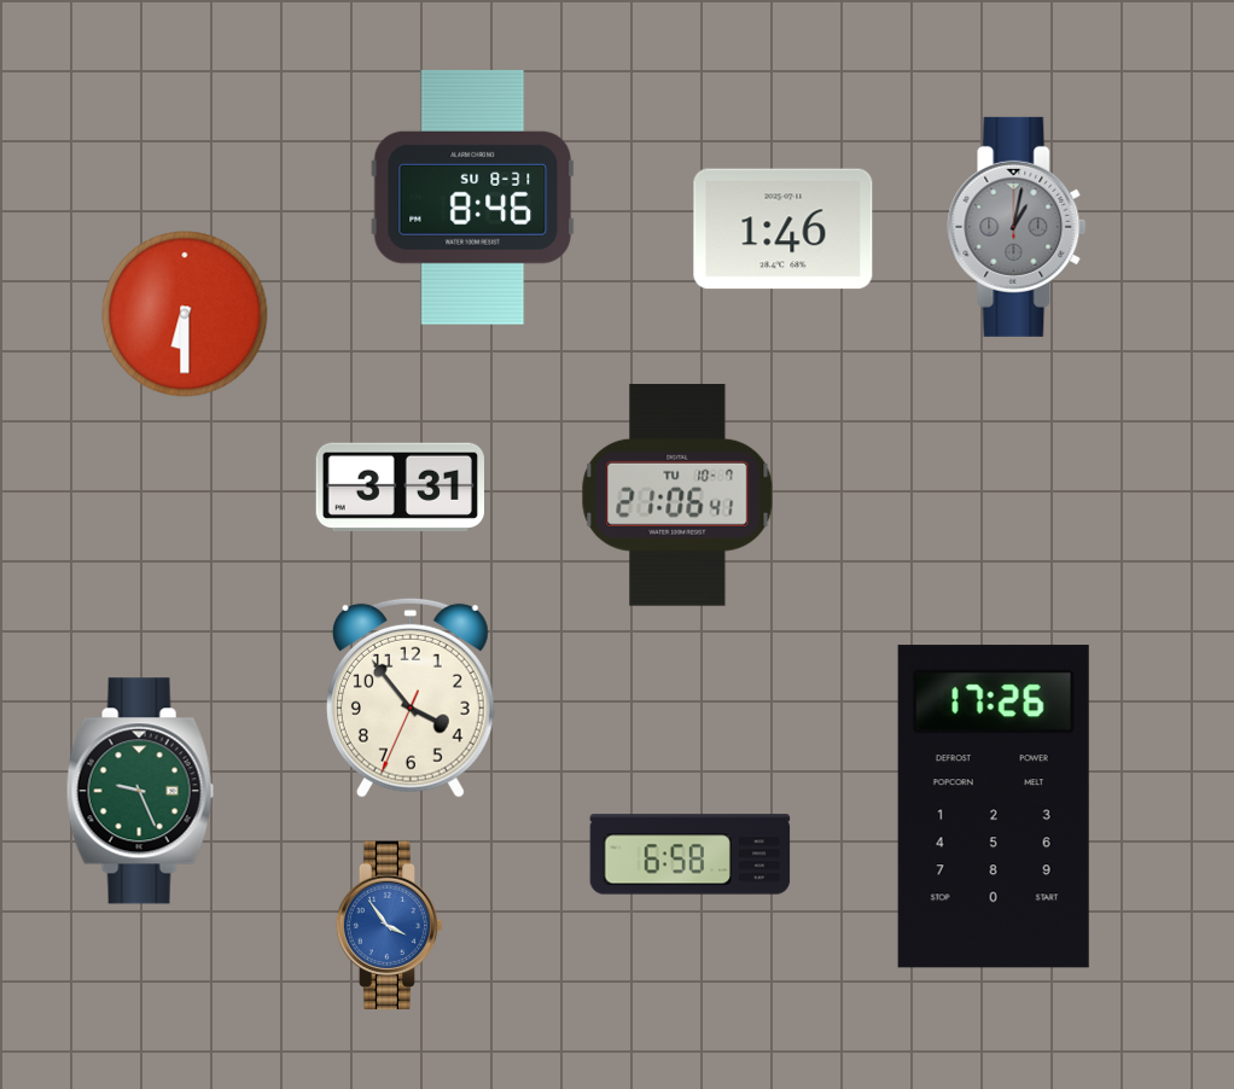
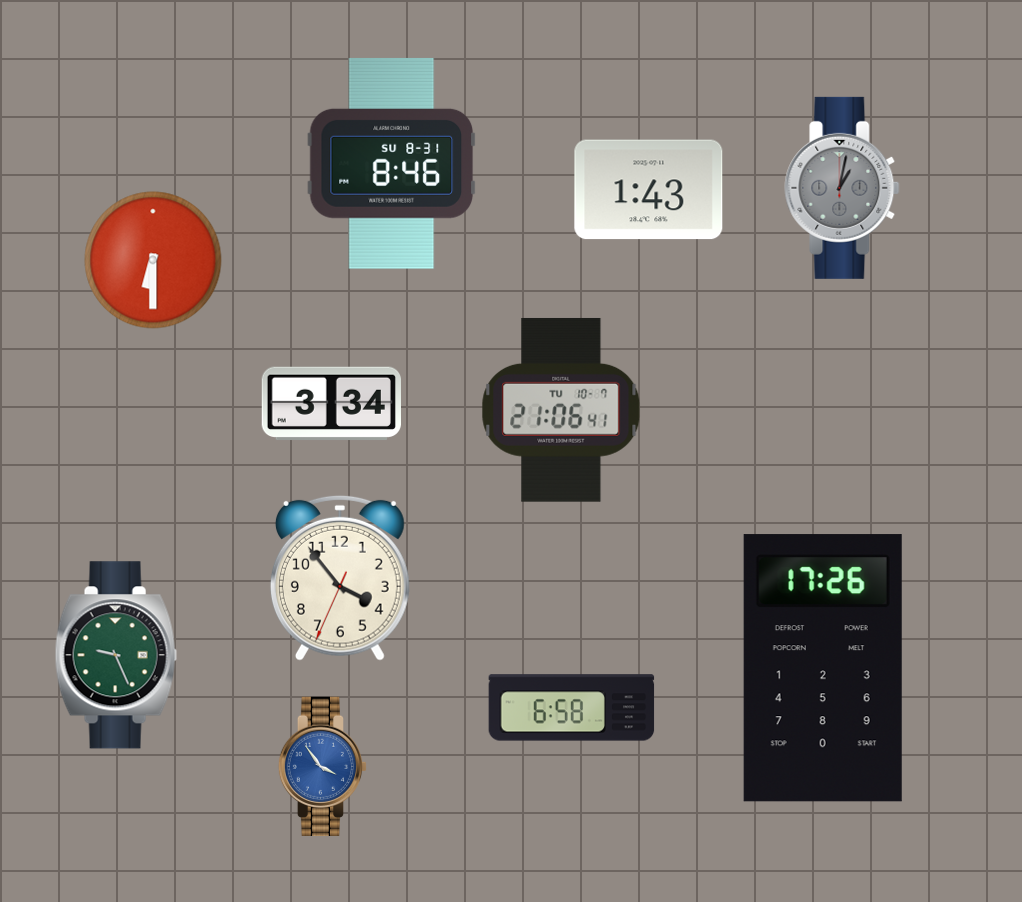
clock at (784, 229): 1:46 -> 1:43
clock at (400, 488): 3:31 -> 3:34
